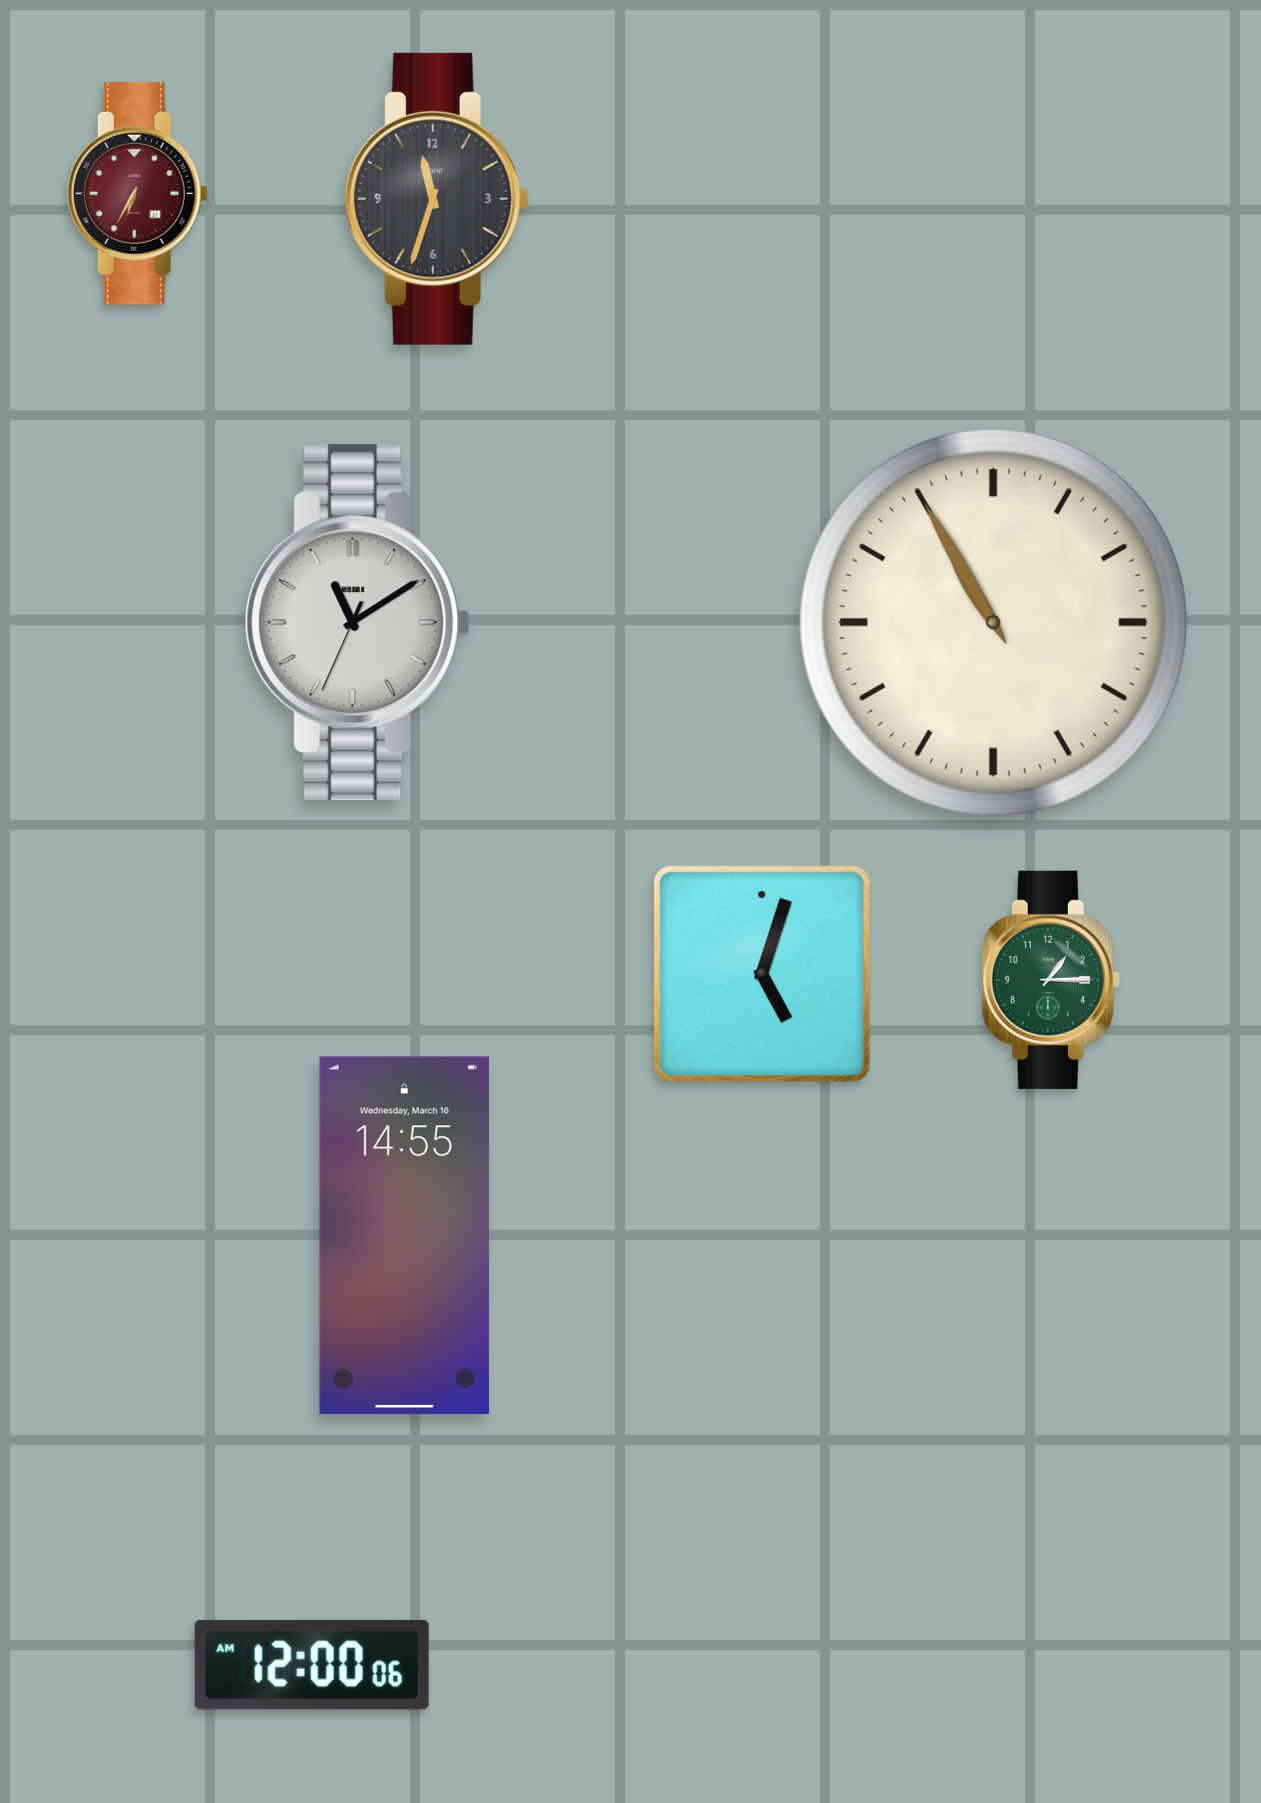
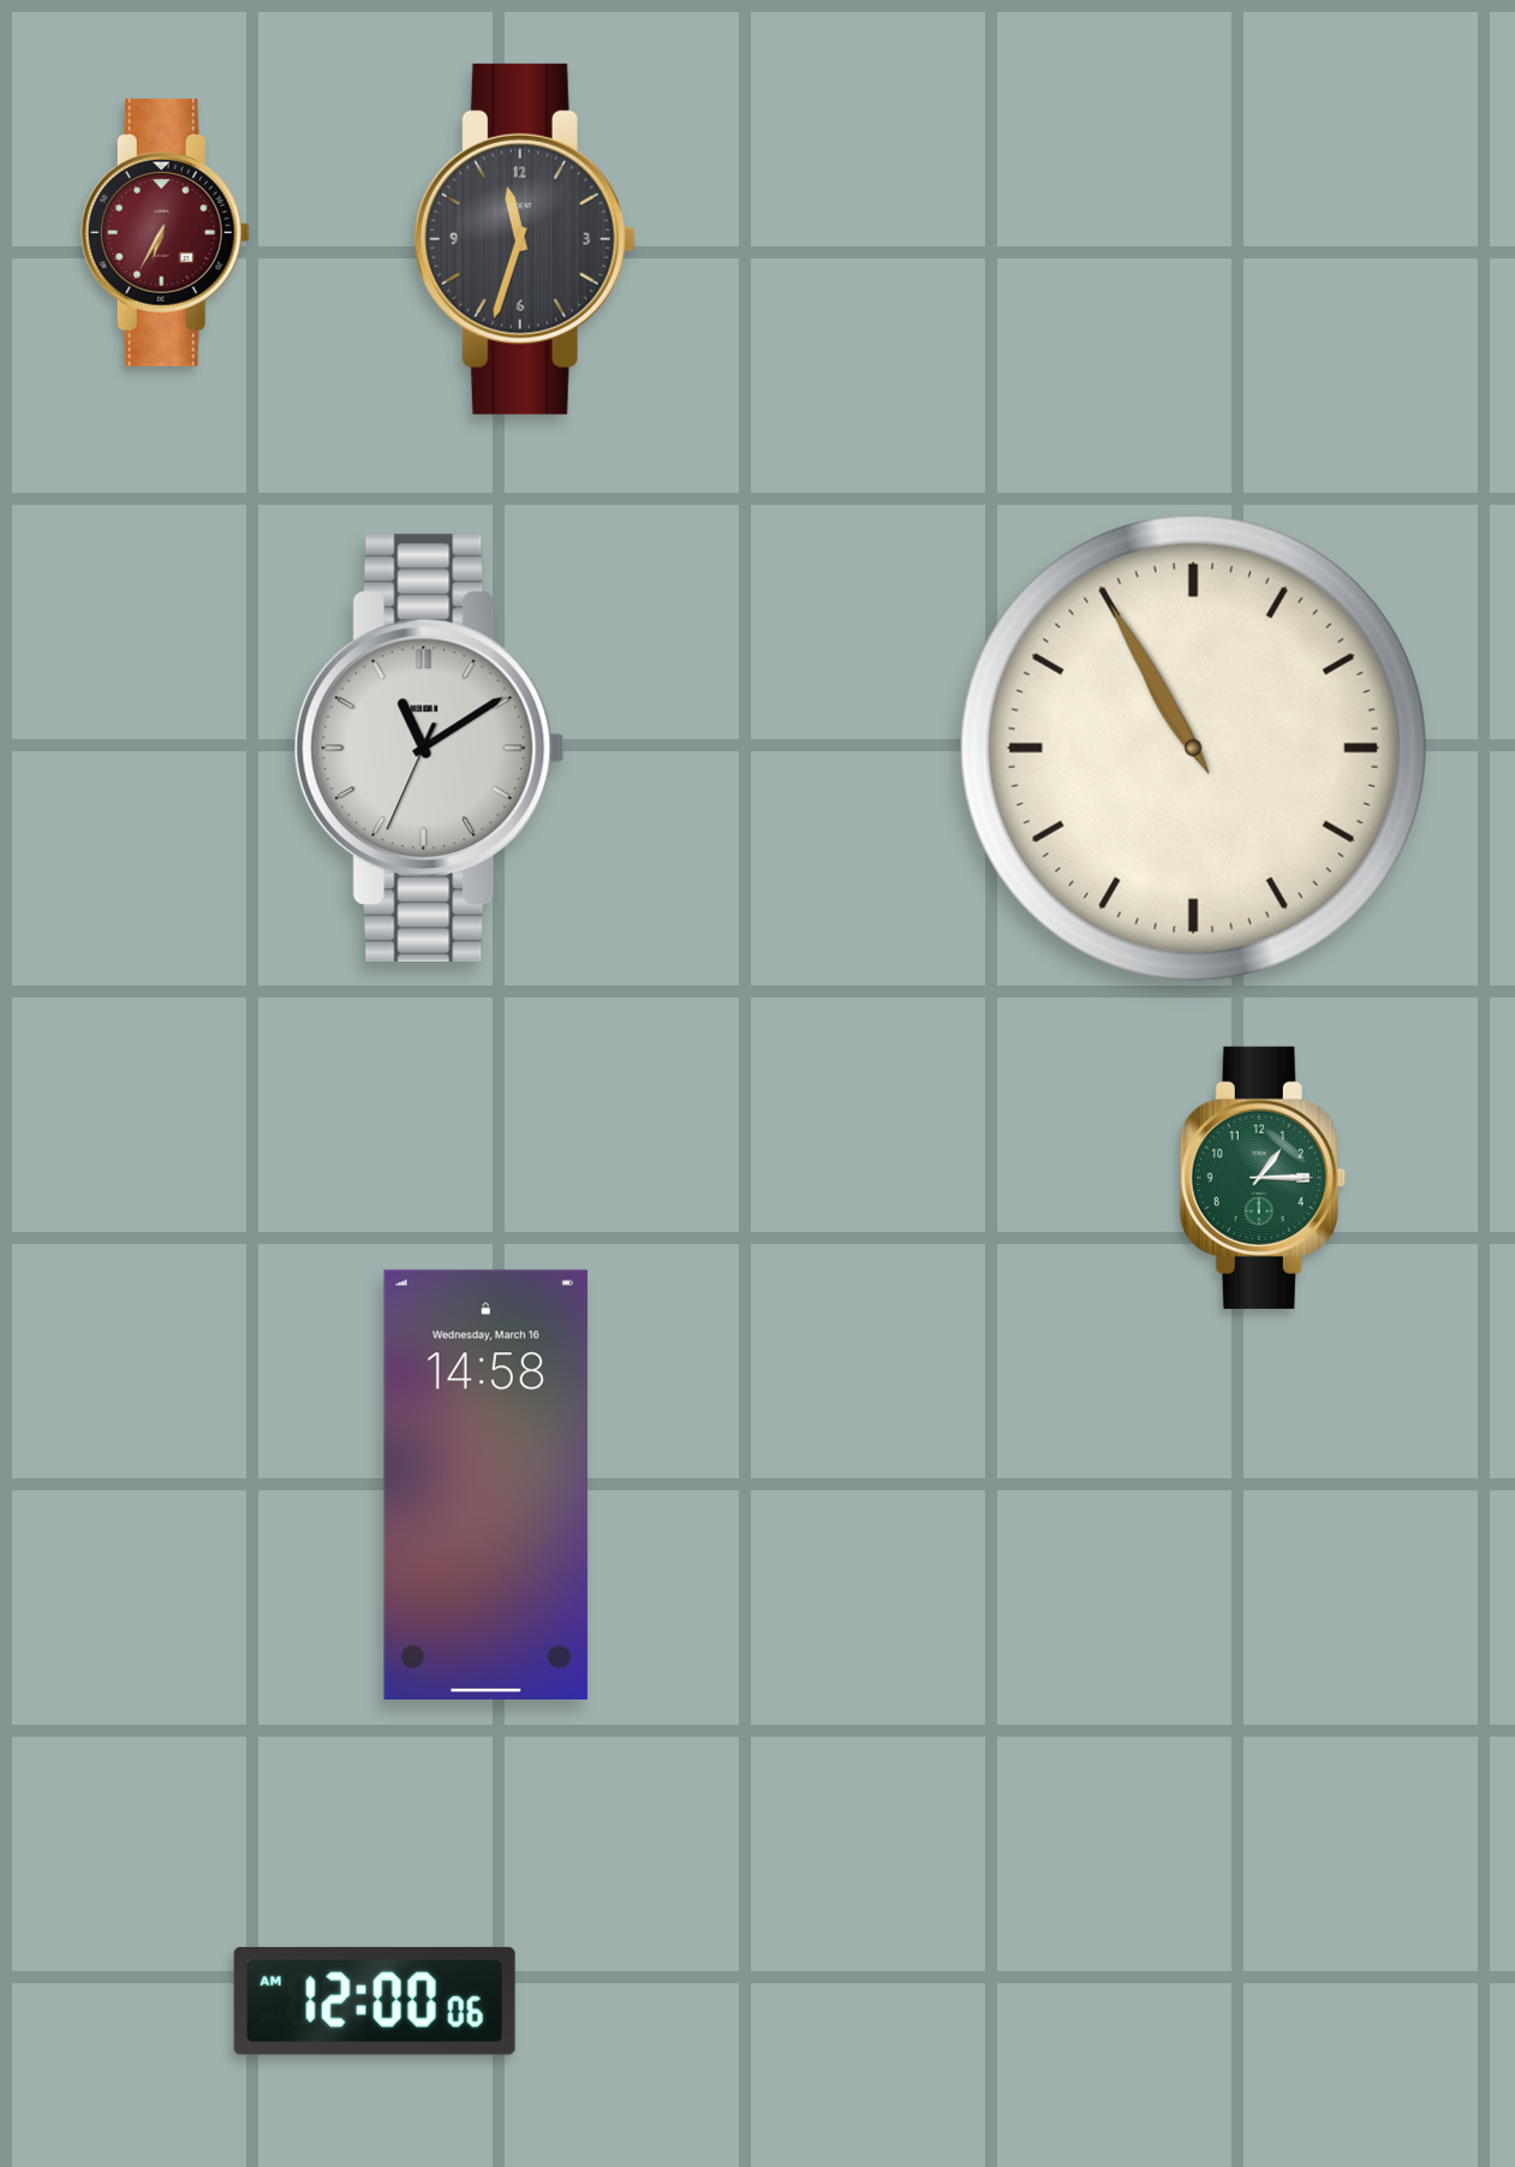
clock at (762, 974): 5:03 -> none
clock at (404, 1235): 14:55 -> 14:58
